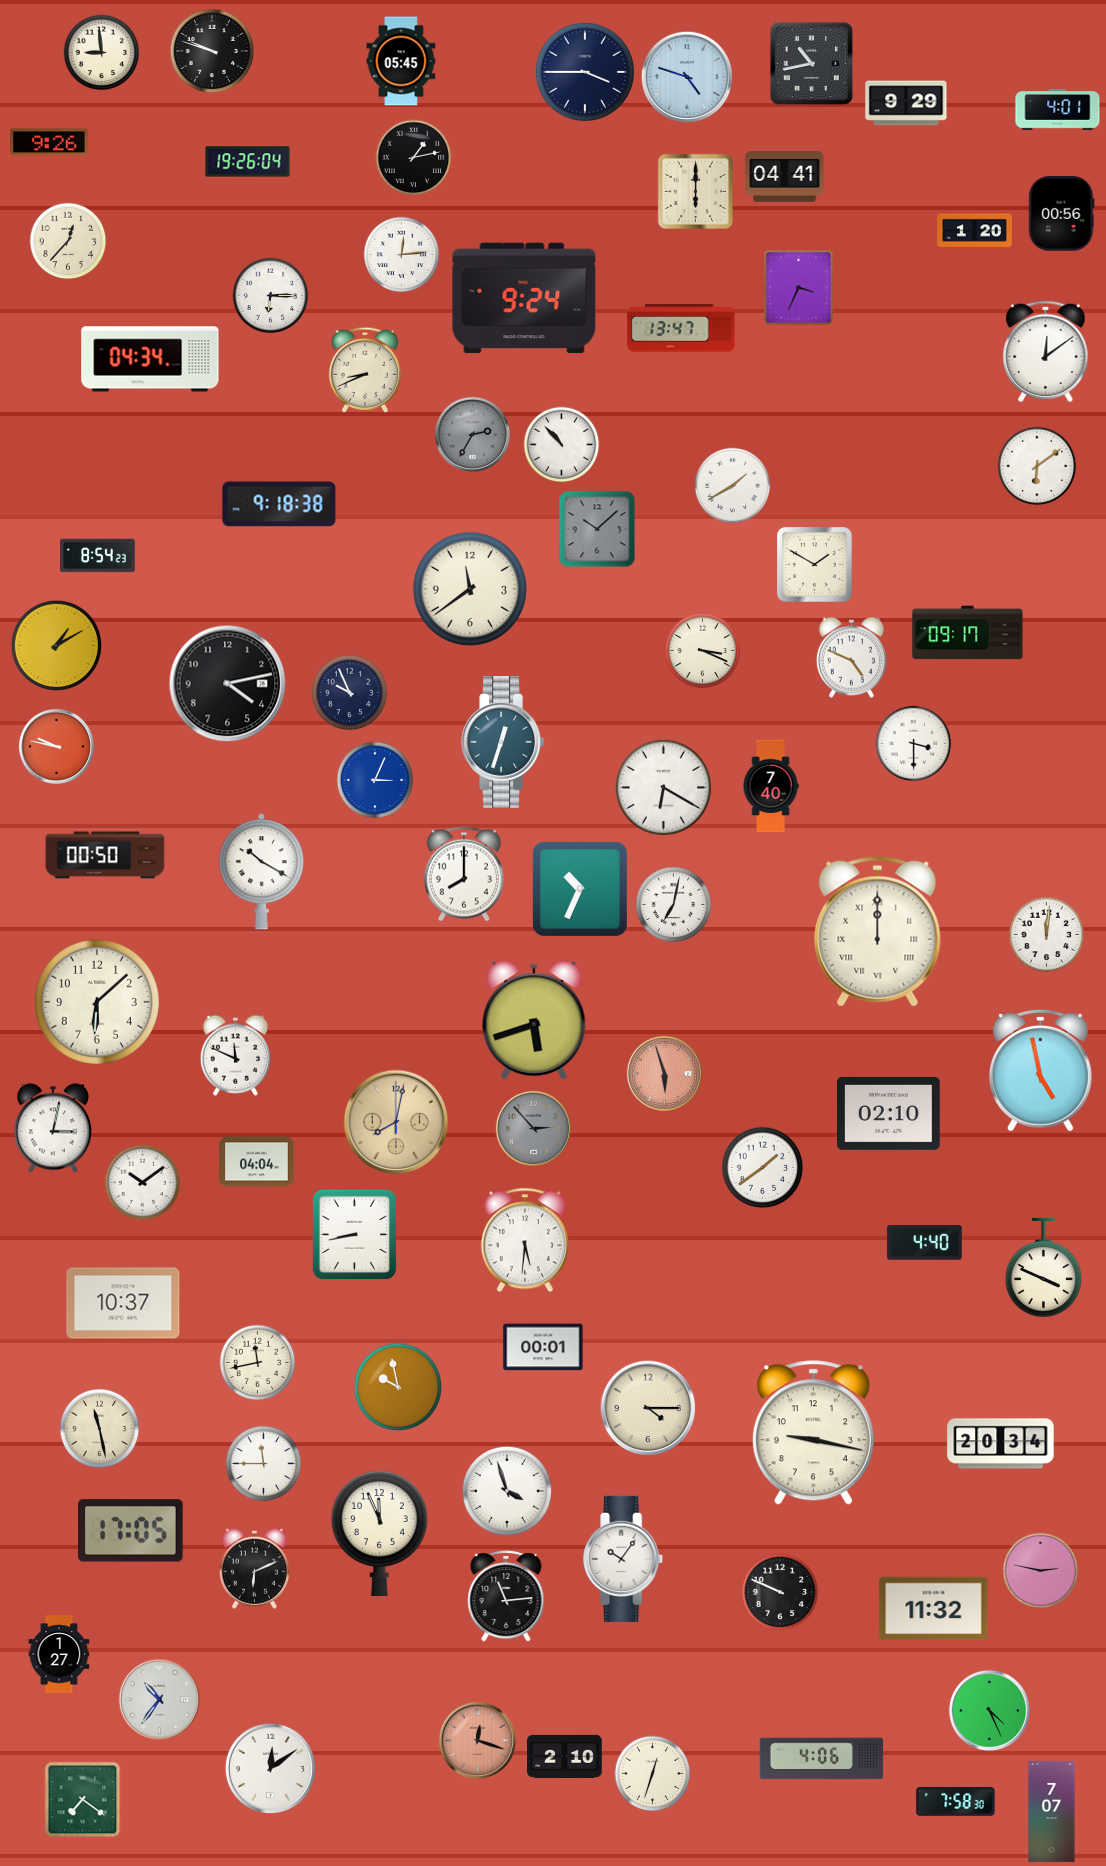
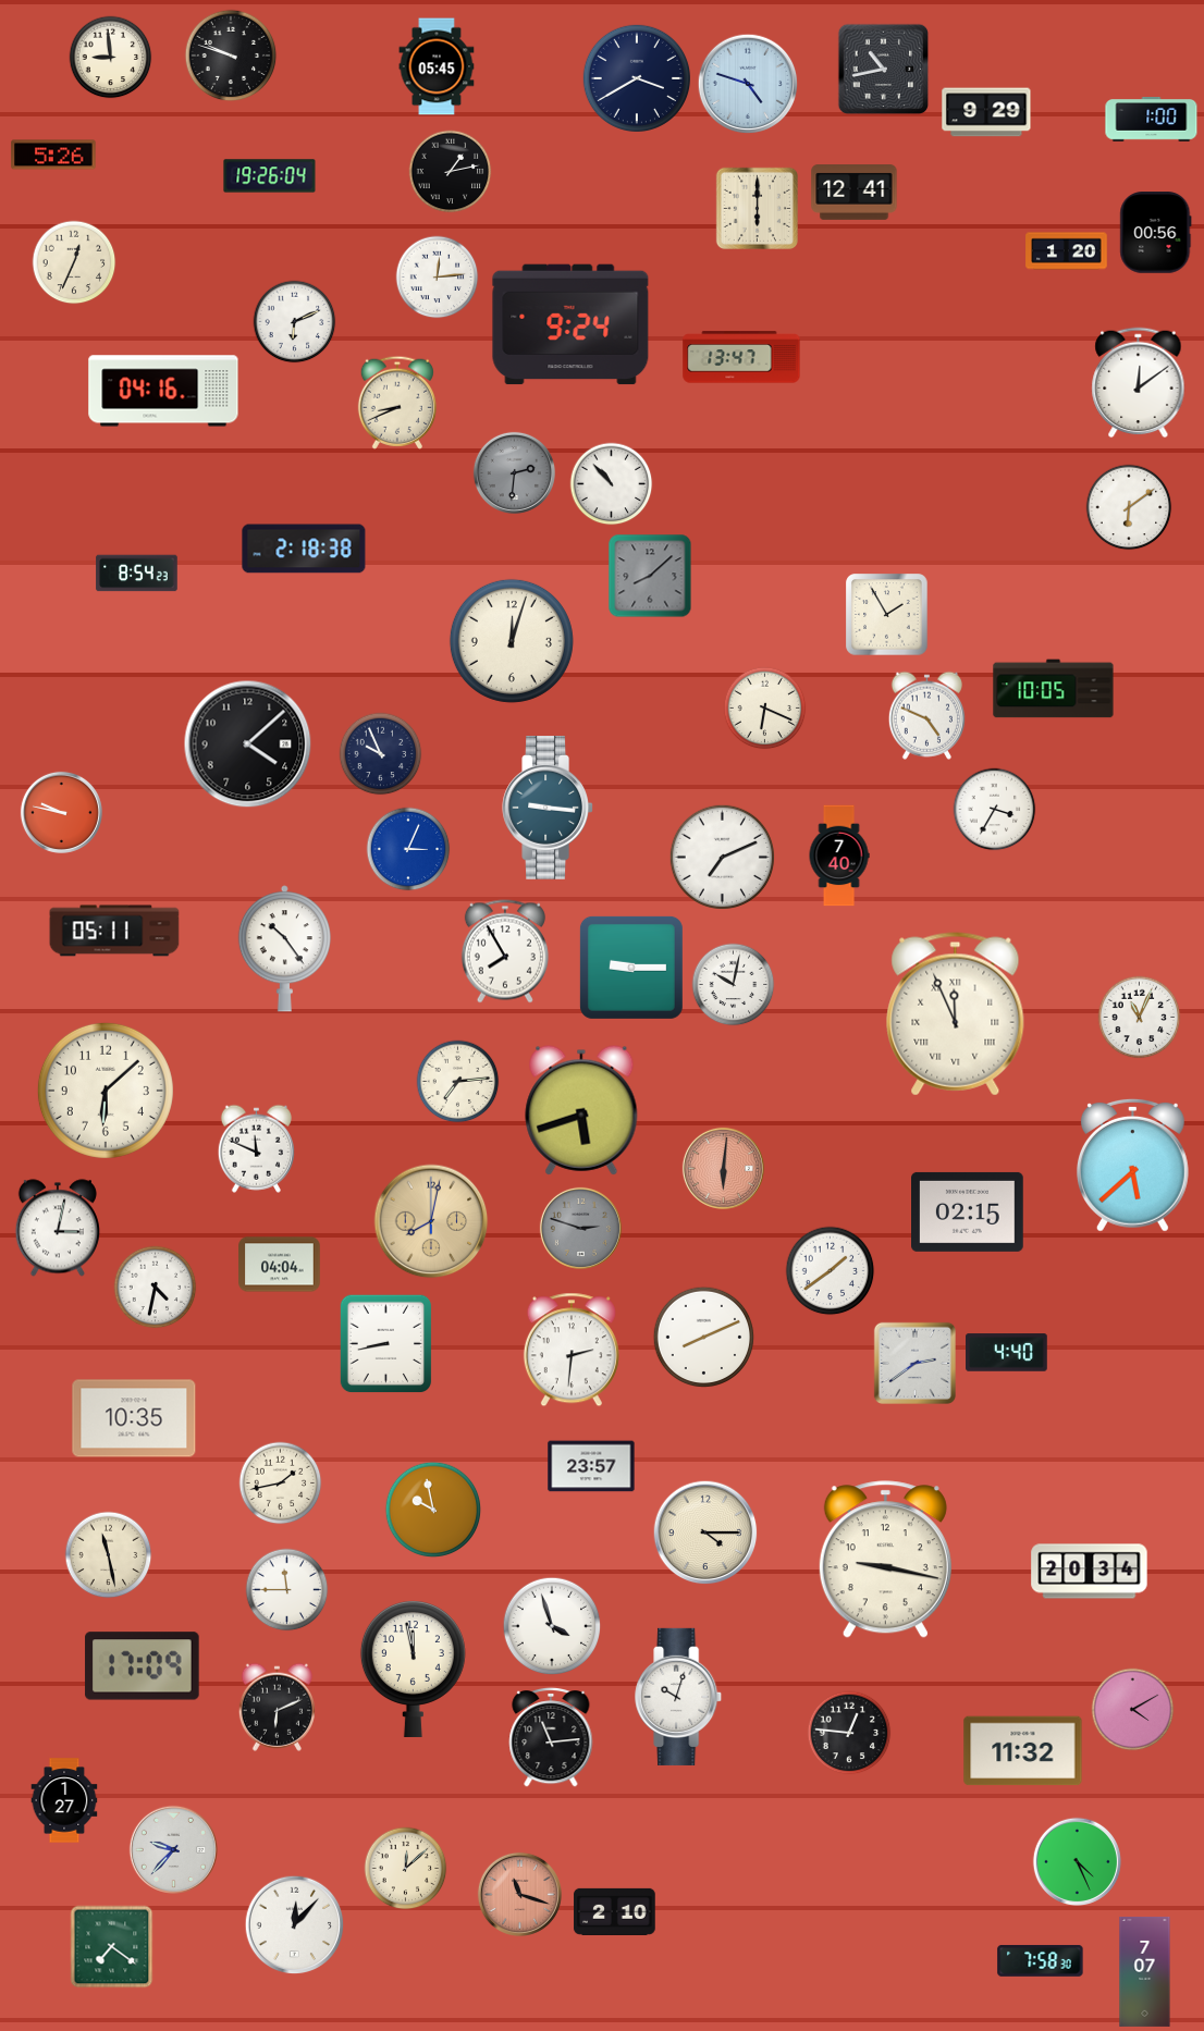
clock at (584, 71): 3:45 -> 3:40
clock at (1058, 110): 4:01 -> 1:00
clock at (49, 142): 9:26 -> 5:26
clock at (785, 177): 04:41 -> 12:41
clock at (975, 231) position: (975, 231) -> (1067, 251)
clock at (68, 241): 12:37 -> 12:34
clock at (799, 288): 3:34 -> none
clock at (271, 296): 6:15 -> 6:11
clock at (150, 359): 04:34 -> 04:16
clock at (472, 434): 2:35 -> 2:31
clock at (733, 486): 1:40 -> none
clock at (279, 504): 9:18 -> 2:18
clock at (597, 529): 10:08 -> 8:08
clock at (98, 556) position: (98, 556) -> (137, 574)
clock at (815, 565): 1:50 -> 1:55
clock at (470, 589): 11:39 -> 12:03
clock at (968, 633): 09:17 -> 10:05
clock at (57, 646): 1:10 -> none
clock at (703, 651): 3:19 -> 6:19
clock at (228, 684): 4:13 -> 4:08
clock at (503, 743): 12:33 -> 9:16
clock at (914, 744): 3:30 -> 3:35
clock at (663, 787): 6:20 -> 7:11
clock at (105, 855): 00:50 -> 05:11
clock at (261, 872): 10:20 -> 10:24
clock at (464, 874): 8:00 -> 7:55
clock at (580, 889): 10:34 -> 9:15
clock at (674, 905): 7:02 -> 10:02
clock at (878, 932): 12:00 -> 11:56
clock at (1047, 935): 12:01 -> 11:04
clock at (458, 1082): none -> 7:14
clock at (1040, 1070): 4:58 -> 5:38
clock at (664, 1073): 5:57 -> 6:01
clock at (889, 1113): 02:10 -> 02:15
clock at (533, 1128): 2:53 -> 2:48
clock at (143, 1183): 10:09 -> 4:32
clock at (704, 1338): none -> 8:11
clock at (525, 1240): 5:31 -> 2:31
clock at (914, 1363): none -> 2:39
clock at (1043, 1268): 3:49 -> none
clock at (123, 1303): 10:37 -> 10:35
clock at (543, 1347): 00:01 -> 23:57
clock at (258, 1363): 11:43 -> 1:43
clock at (264, 1464) position: (264, 1464) -> (287, 1590)
clock at (507, 1491) position: (507, 1491) -> (552, 1626)
clock at (131, 1531): 17:05 -> 17:09
clock at (379, 1534): 11:56 -> 11:58
clock at (624, 1559): 10:06 -> 10:03
clock at (1041, 1571): 2:47 -> 4:10
clock at (780, 1592): 9:49 -> 12:46
clock at (934, 1609) position: (934, 1609) -> (1023, 1751)
clock at (159, 1699): 10:36 -> 9:37
clock at (406, 1869): none -> 12:08
clock at (477, 1740): 12:18 -> 11:18
clock at (822, 1759): 4:06 -> none
clock at (271, 1769): 12:09 -> 12:07
clock at (653, 1774): 12:33 -> none
clock at (83, 1800) position: (83, 1800) -> (112, 1947)
